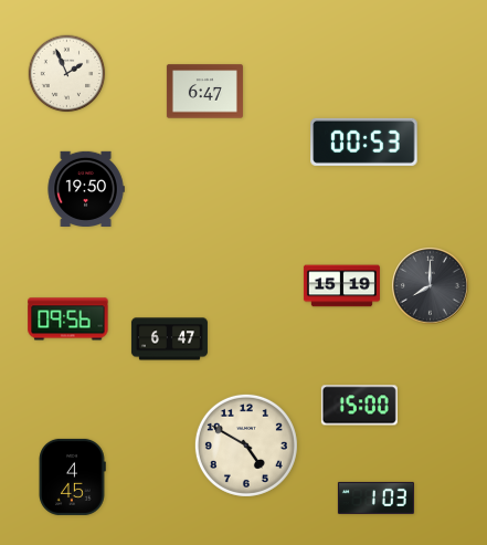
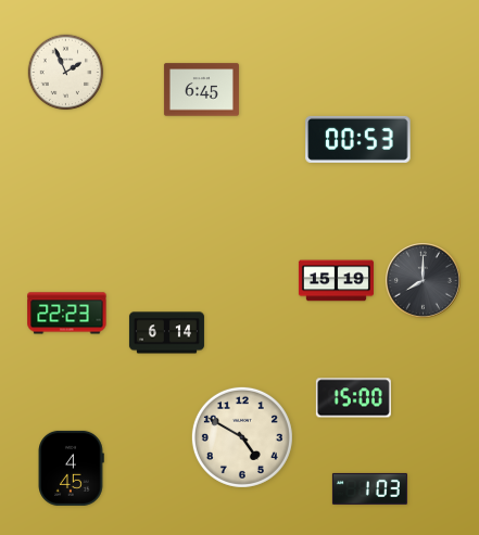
clock at (204, 92): 6:47 -> 6:45
clock at (86, 188): 19:50 -> none
clock at (68, 319): 09:56 -> 22:23
clock at (169, 339): 6:47 -> 6:14
